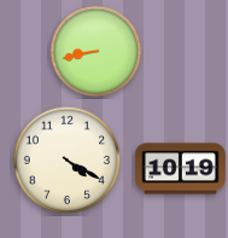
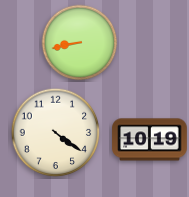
clock at (68, 161): 4:20 -> 4:21
